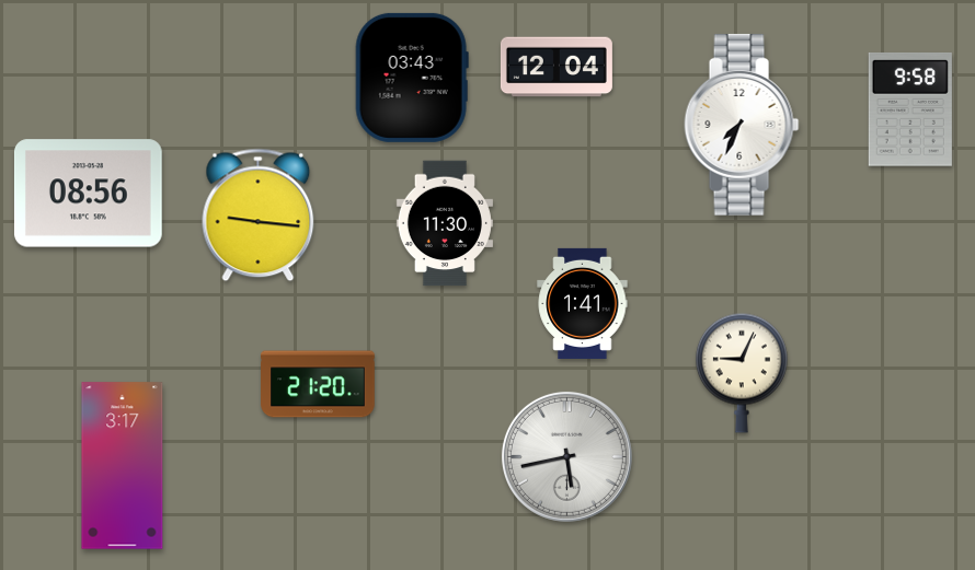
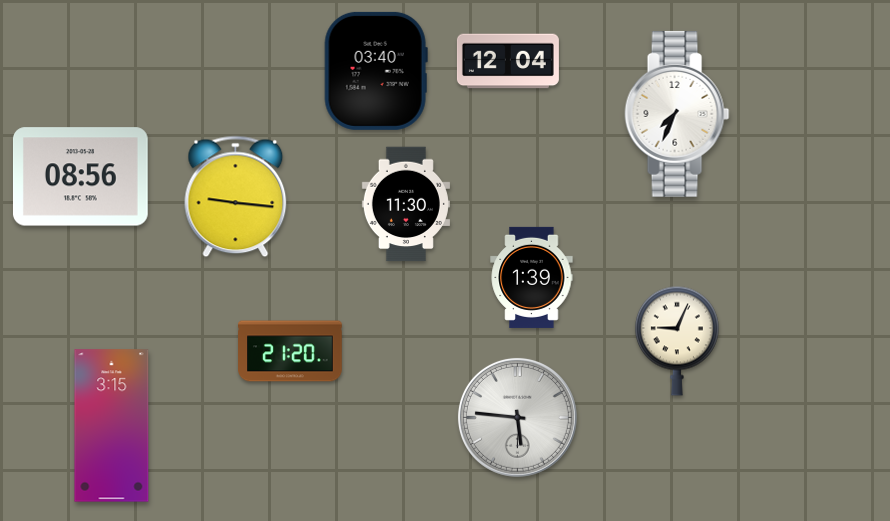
clock at (412, 78): 03:43 -> 03:40
clock at (910, 109): 9:58 -> none
clock at (583, 303): 1:41 -> 1:39
clock at (566, 456): 5:43 -> 5:46
clock at (123, 466): 3:17 -> 3:15
